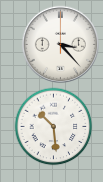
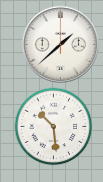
clock at (60, 44): 3:23 -> 1:38
